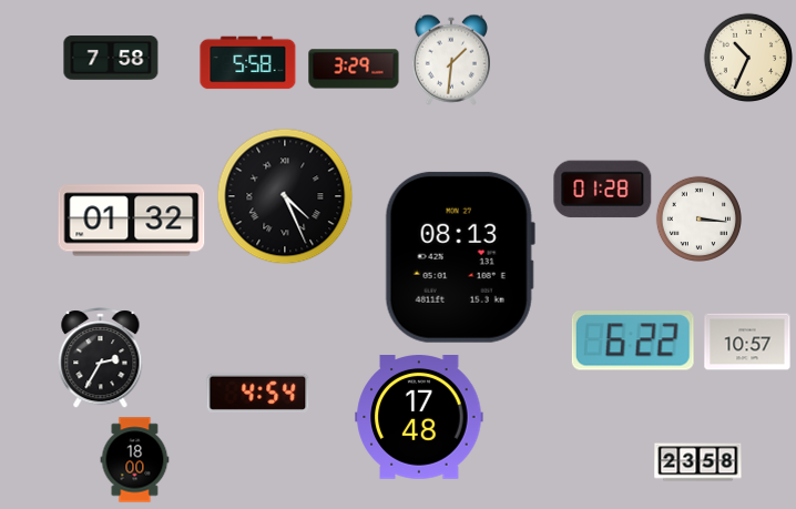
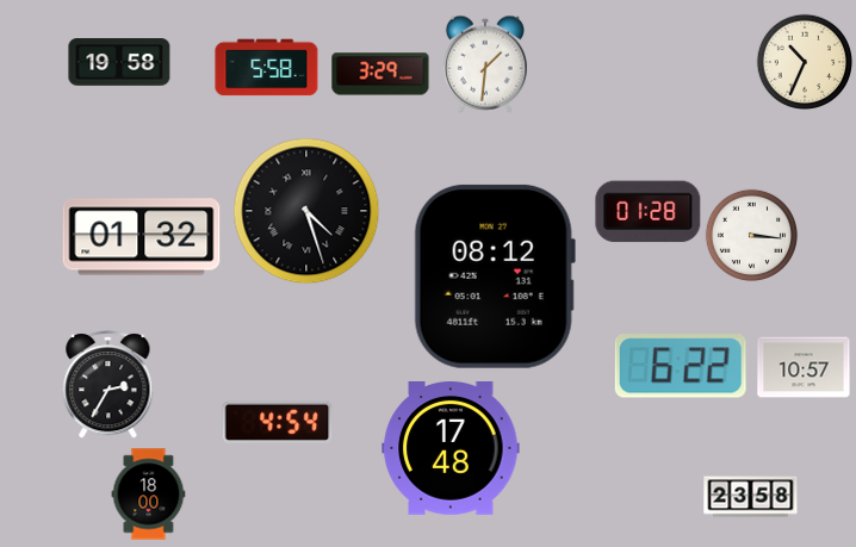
clock at (111, 58): 7:58 -> 19:58
clock at (603, 190) position: (603, 190) -> (649, 212)
clock at (285, 196): 4:26 -> 4:27
clock at (460, 257): 08:13 -> 08:12
clock at (135, 460) position: (135, 460) -> (149, 495)
